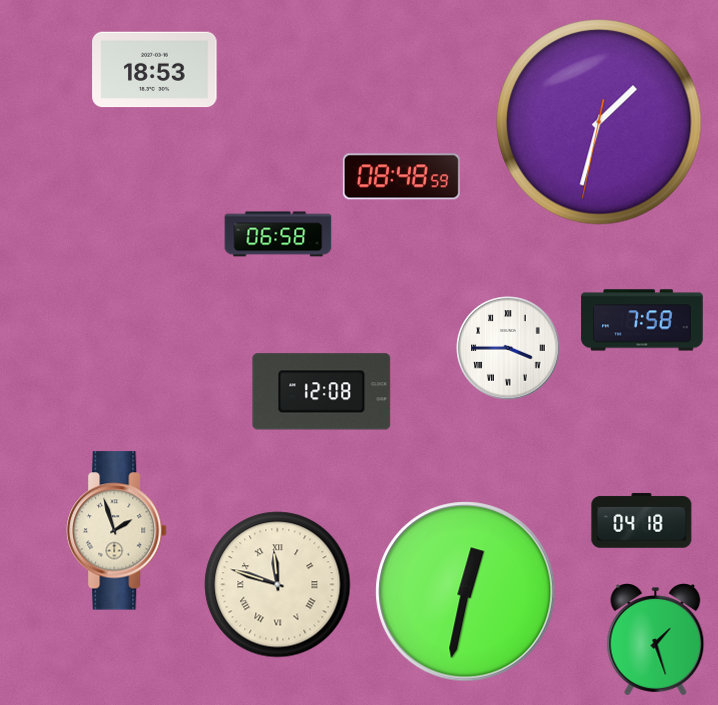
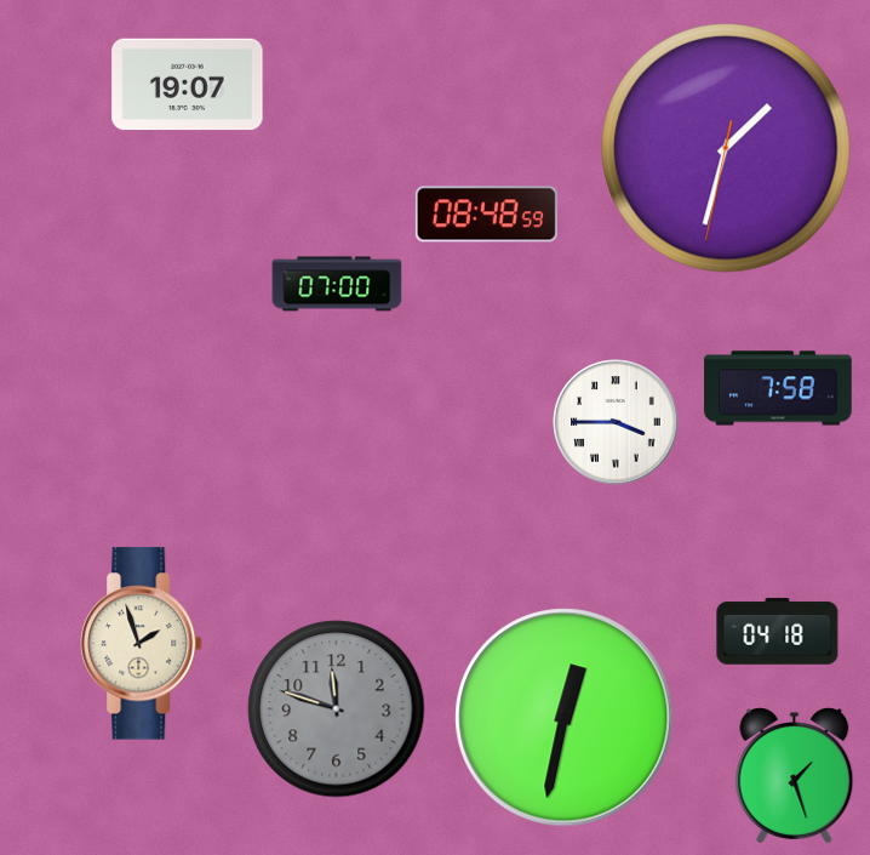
clock at (155, 70): 18:53 -> 19:07
clock at (278, 234): 06:58 -> 07:00
clock at (322, 392): 12:08 -> none
clock at (278, 585) dial: cream -> grey
clock at (278, 585) numerals: Roman -> Arabic
